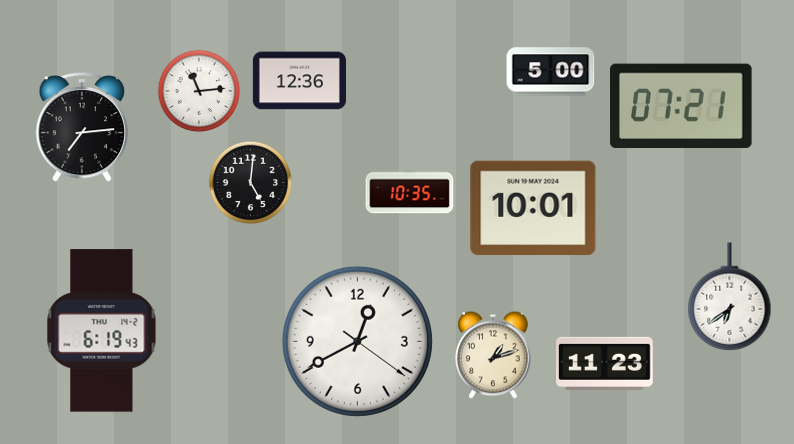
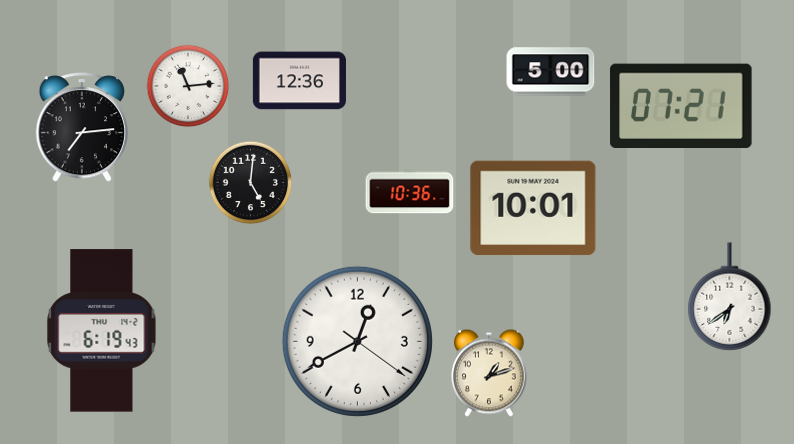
clock at (199, 91) position: (199, 91) -> (188, 86)
clock at (410, 192): 10:35 -> 10:36
clock at (493, 355) position: (493, 355) -> (489, 373)
clock at (605, 363): 11:23 -> none
